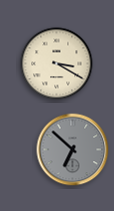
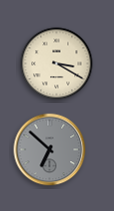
clock at (73, 150) position: (73, 150) -> (50, 150)
